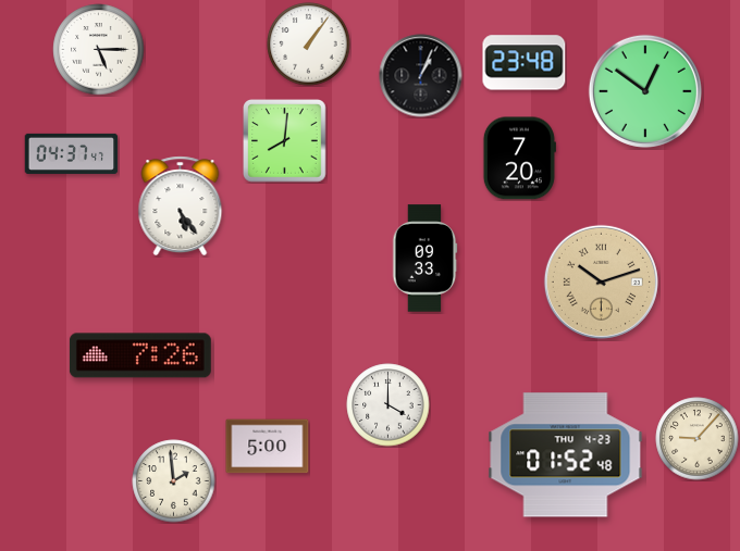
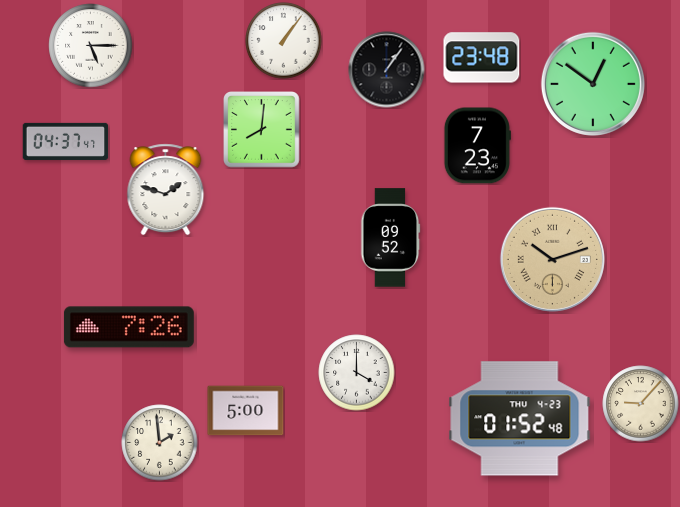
clock at (421, 76): 1:04 -> 1:06
clock at (519, 159): 7:20 -> 7:23
clock at (181, 206): 5:24 -> 1:48
clock at (424, 259): 09:33 -> 09:52
